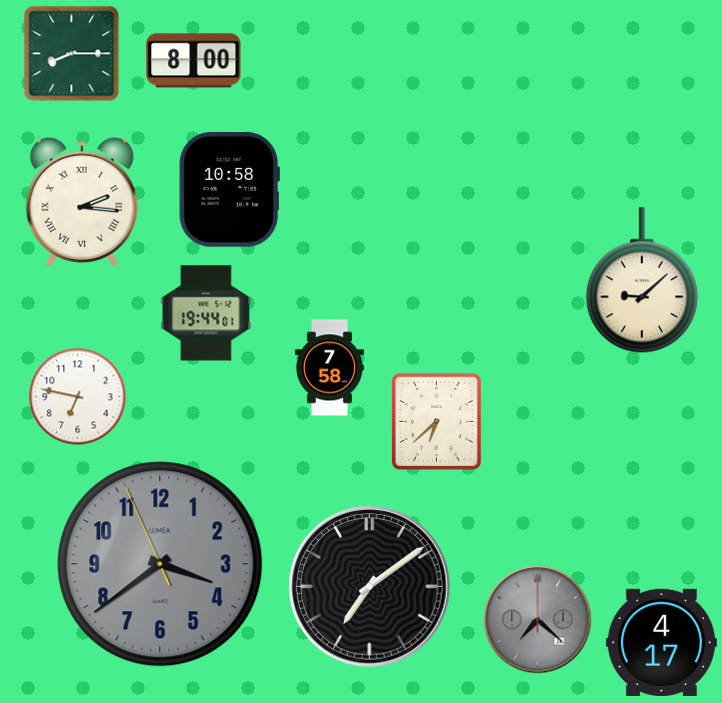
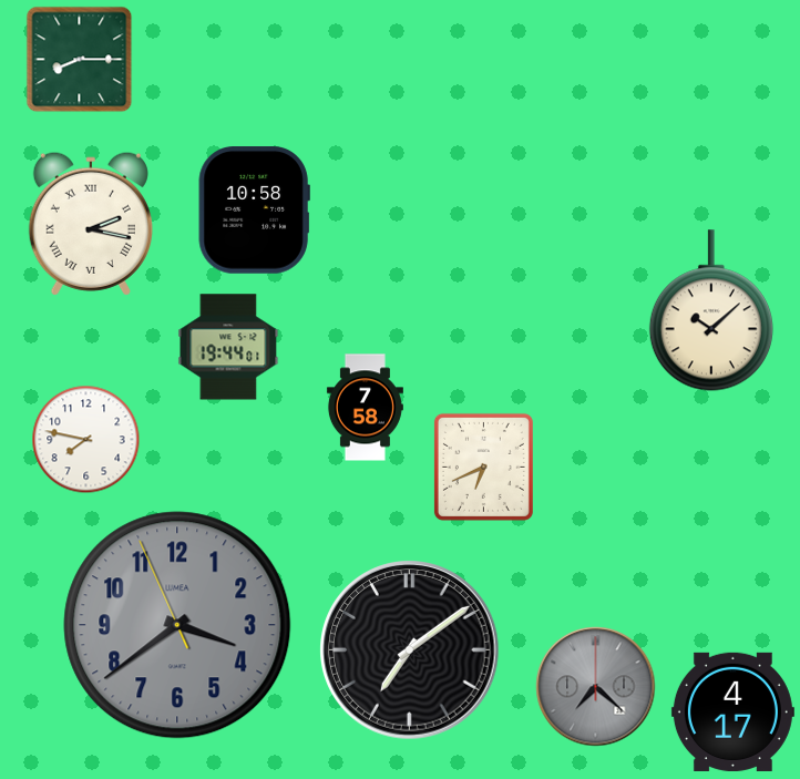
clock at (194, 61): 8:00 -> none
clock at (82, 202): 2:16 -> 2:17
clock at (642, 280): 9:08 -> 10:08
clock at (78, 397): 6:47 -> 7:47
clock at (436, 421): 6:38 -> 6:41
